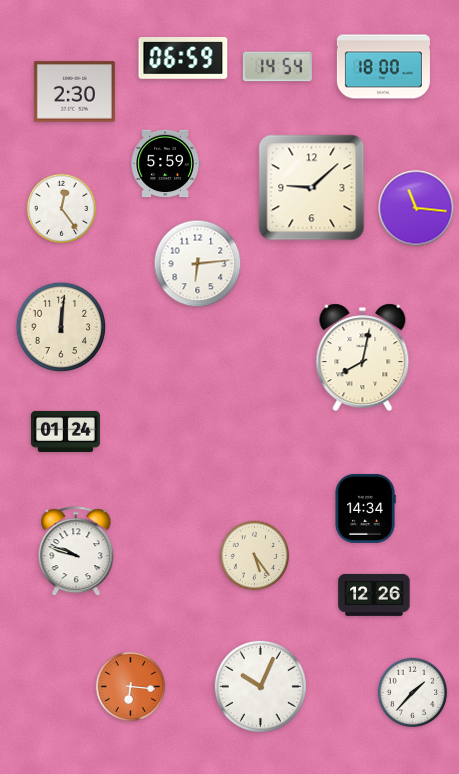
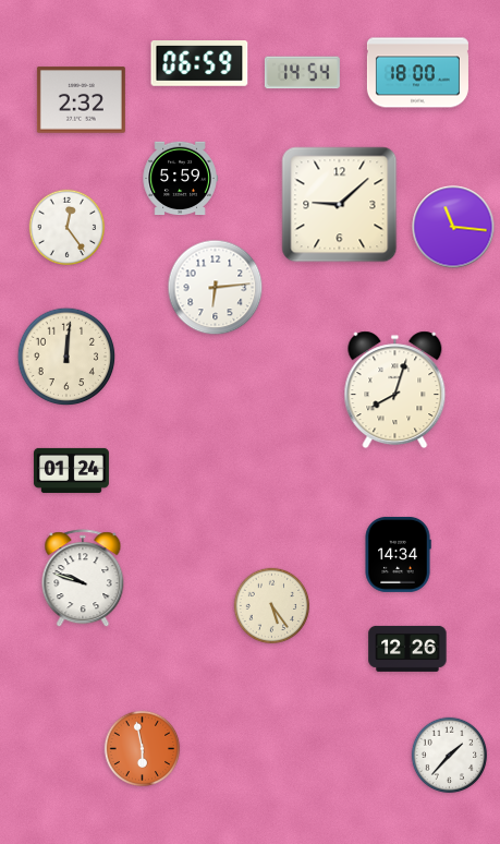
clock at (74, 92): 2:30 -> 2:32
clock at (363, 358): 8:02 -> 8:03
clock at (76, 552) position: (76, 552) -> (83, 579)
clock at (255, 556) position: (255, 556) -> (272, 606)
clock at (260, 686): 10:04 -> none
clock at (131, 687): 6:16 -> 5:58
